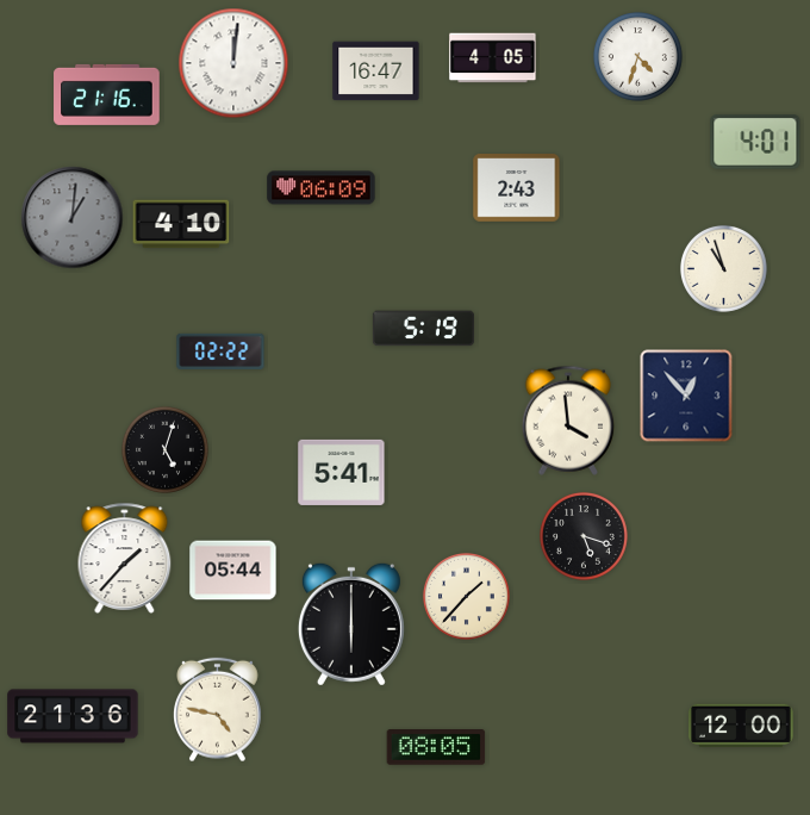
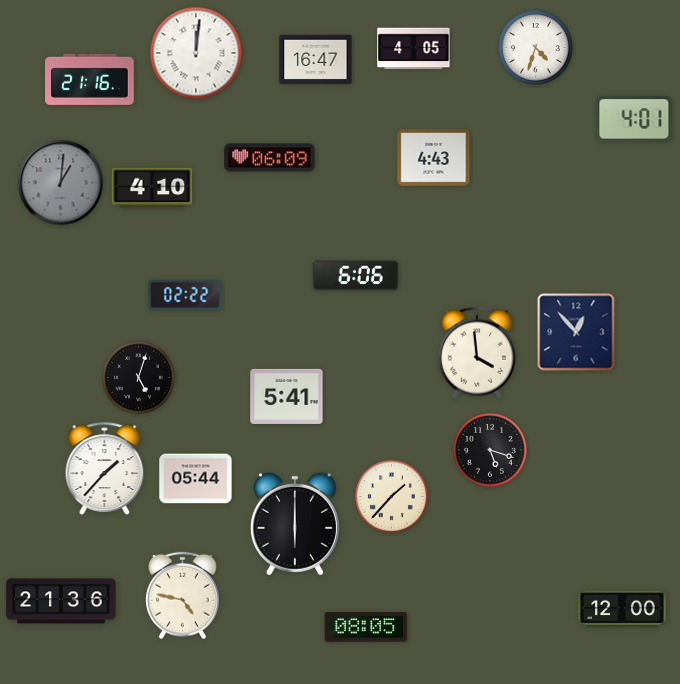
clock at (517, 188): 2:43 -> 4:43
clock at (723, 268): 10:57 -> none
clock at (423, 329): 5:19 -> 6:06
clock at (466, 596) position: (466, 596) -> (391, 496)
